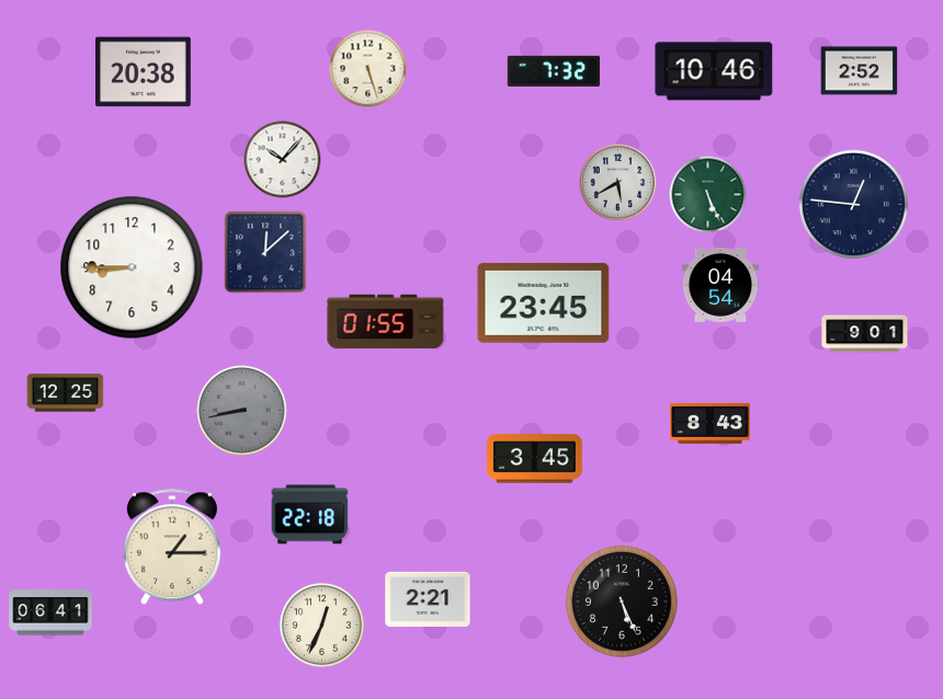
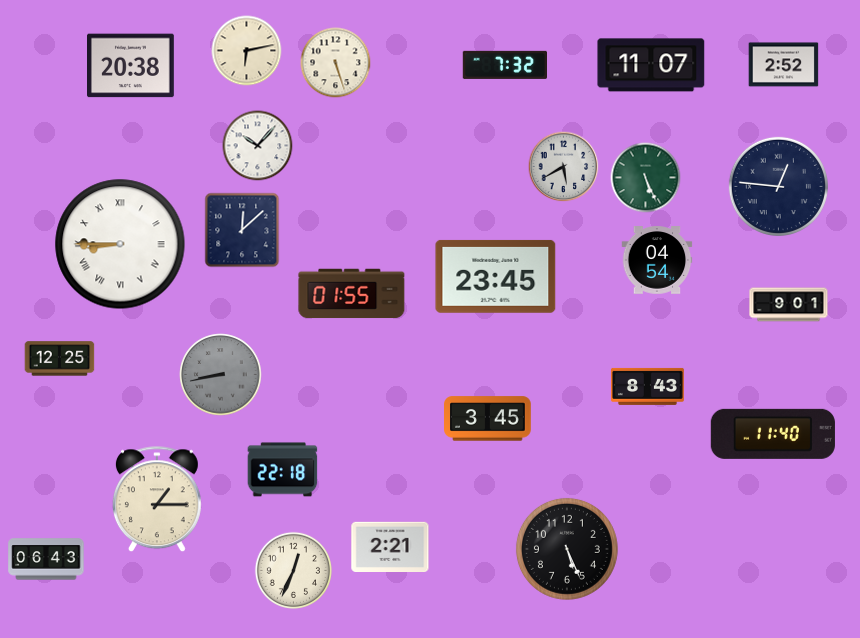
clock at (247, 51): none -> 6:13
clock at (714, 71): 10:46 -> 11:07
clock at (132, 267) numerals: Arabic -> Roman
clock at (773, 434): none -> 11:40
clock at (50, 612): 06:41 -> 06:43
